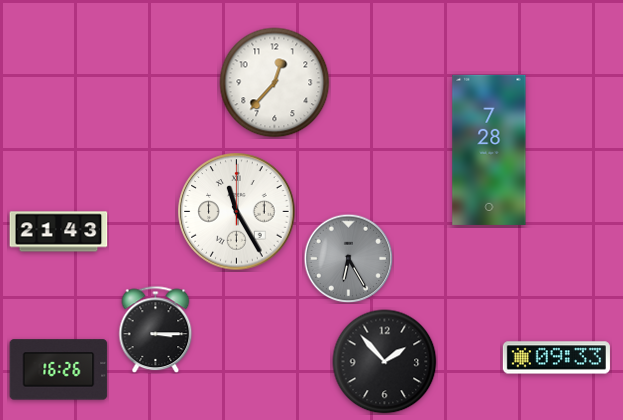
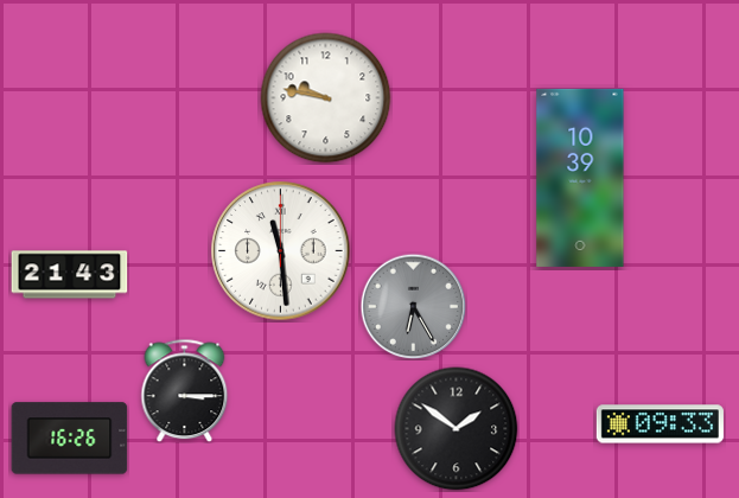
clock at (275, 83): 12:37 -> 9:47
clock at (489, 150): 7:28 -> 10:39
clock at (237, 212): 11:25 -> 11:29
clock at (385, 362): 1:53 -> 1:51
